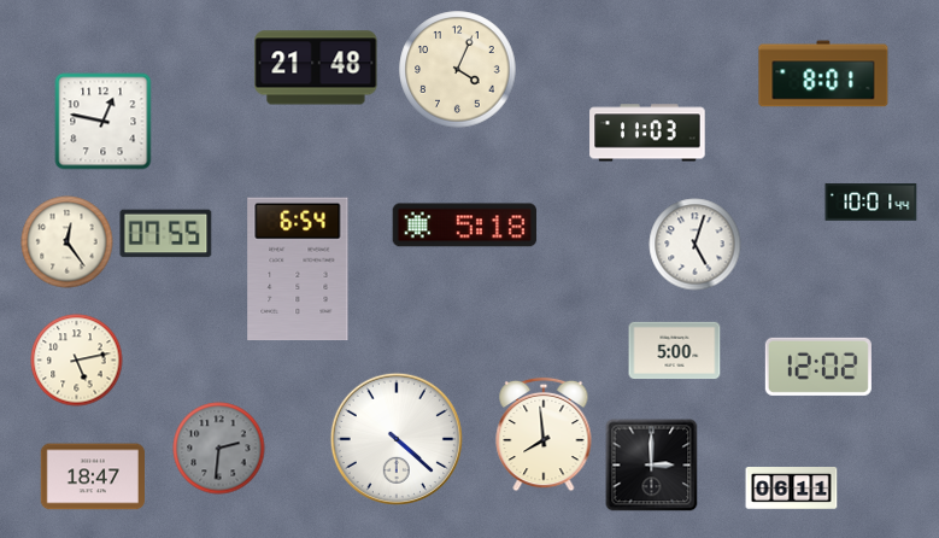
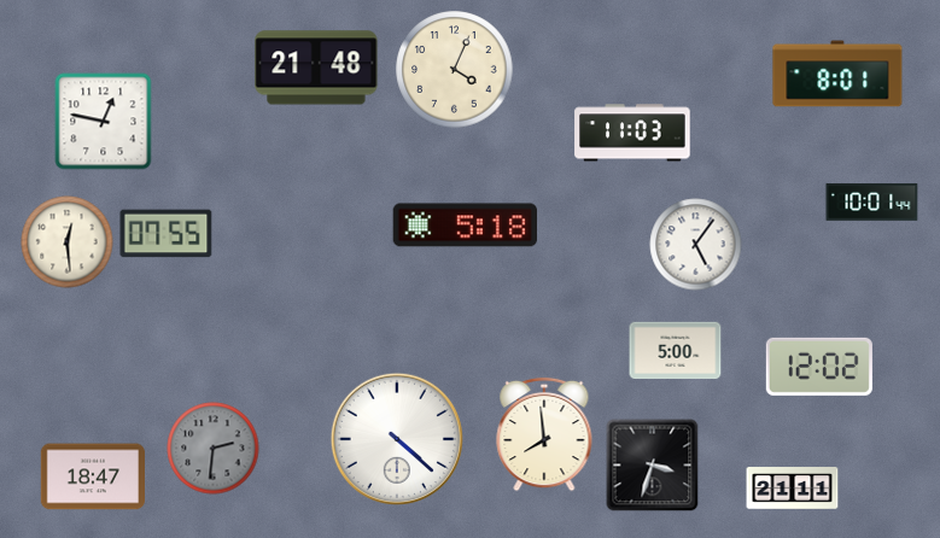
clock at (458, 70) position: (458, 70) -> (455, 70)
clock at (823, 74) position: (823, 74) -> (837, 74)
clock at (647, 133) position: (647, 133) -> (632, 133)
clock at (68, 242): 12:24 -> 12:29
clock at (696, 245): 5:03 -> 5:06
clock at (298, 269): 6:54 -> none
clock at (77, 361): 5:13 -> none
clock at (219, 449) position: (219, 449) -> (214, 449)
clock at (652, 466): 3:00 -> 3:33
clock at (792, 489): 06:11 -> 21:11
